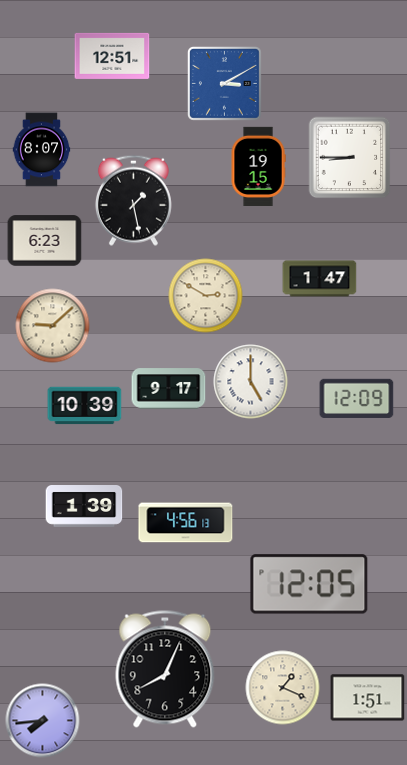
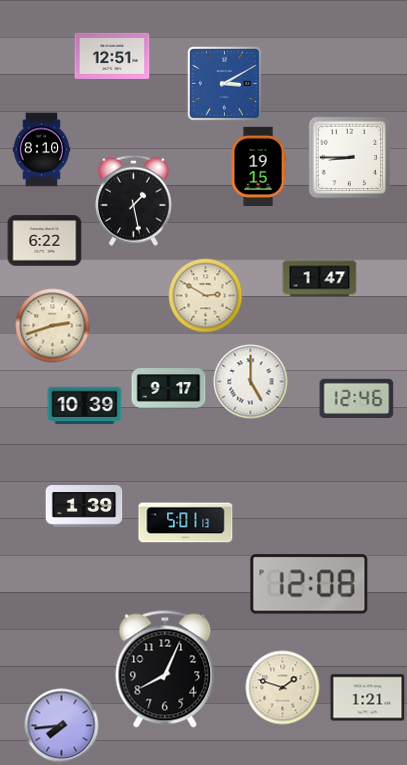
clock at (42, 150): 8:07 -> 8:10
clock at (45, 241): 6:23 -> 6:22
clock at (53, 326): 9:08 -> 2:42
clock at (357, 398): 12:09 -> 12:46
clock at (186, 523): 4:56 -> 5:01
clock at (309, 584): 12:05 -> 12:08
clock at (283, 688): 1:19 -> 1:48
clock at (368, 698): 1:51 -> 1:21
clock at (43, 721) position: (43, 721) -> (62, 726)
